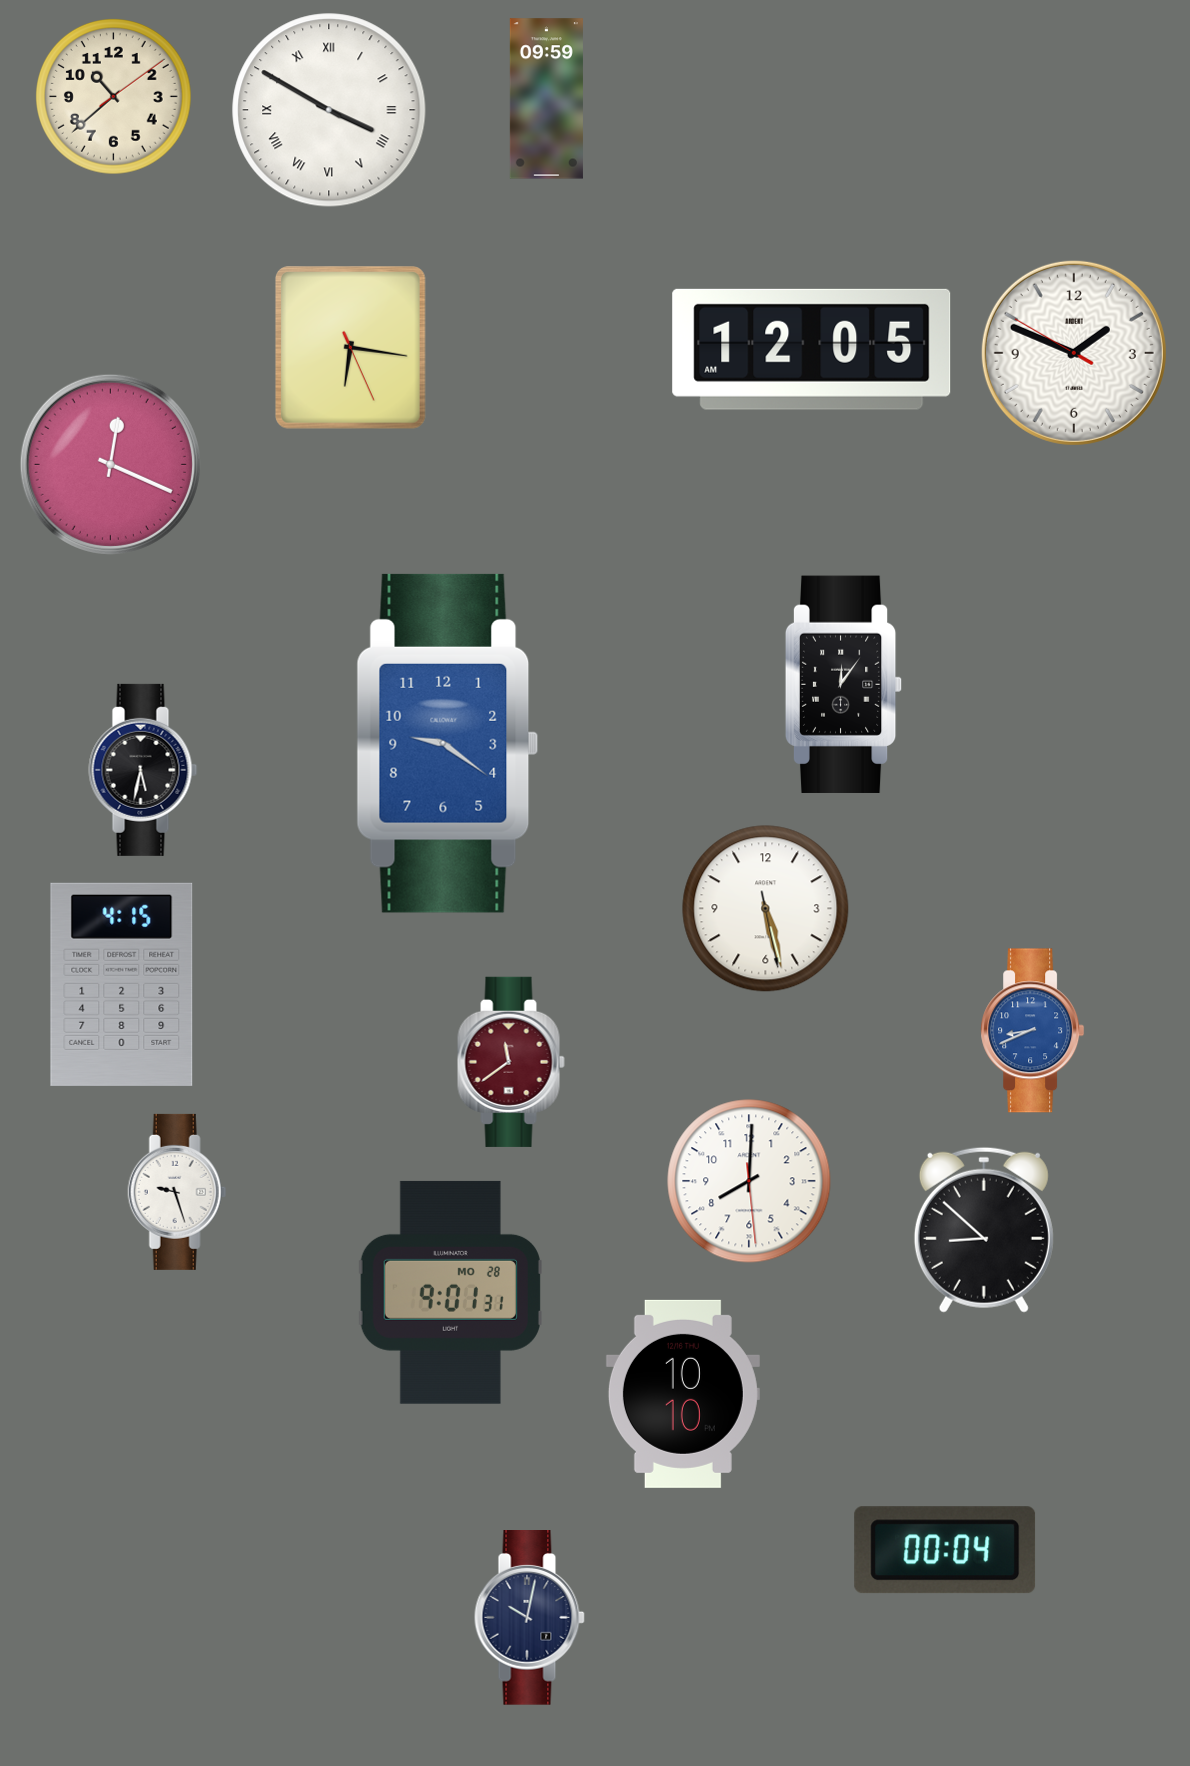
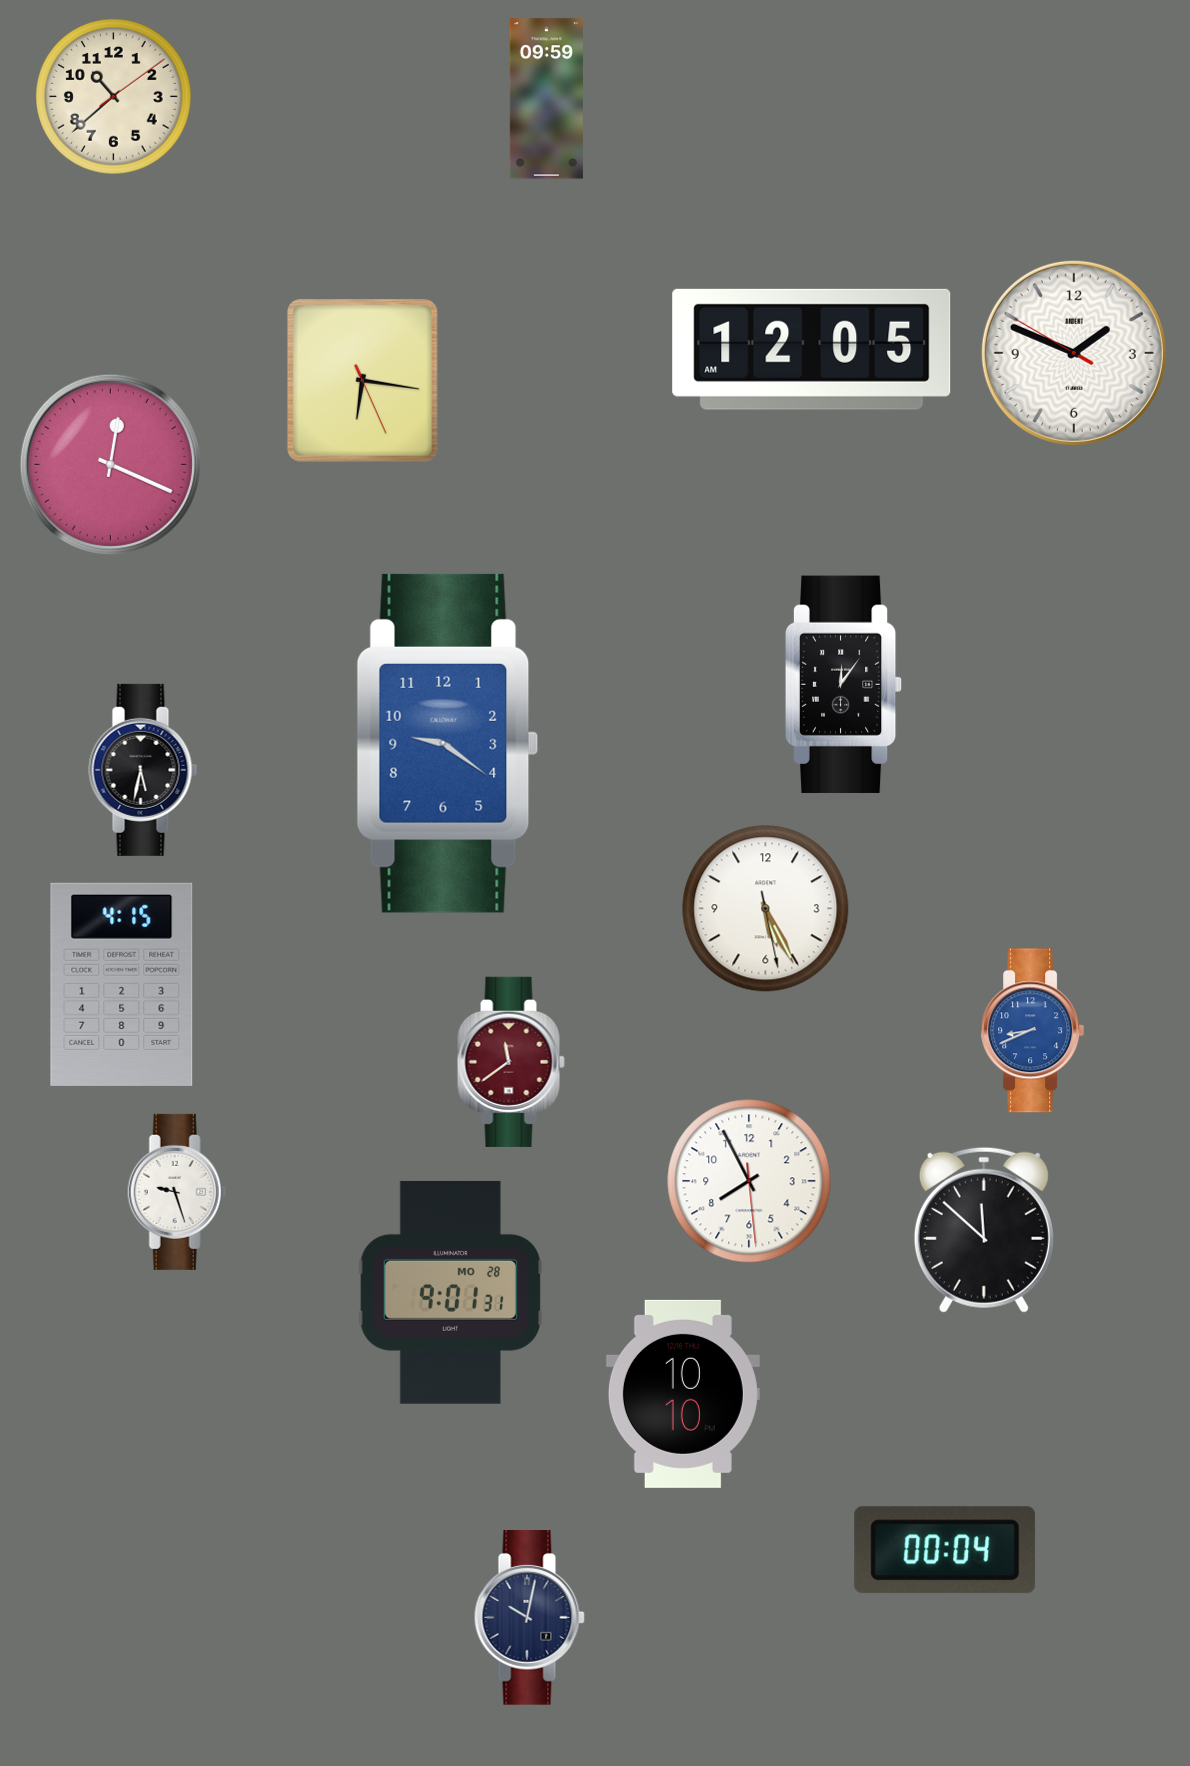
clock at (329, 110): 3:50 -> none
clock at (350, 348) position: (350, 348) -> (362, 381)
clock at (766, 909): 5:27 -> 5:25
clock at (749, 1181): 8:00 -> 7:55
clock at (984, 1230): 8:52 -> 11:52
